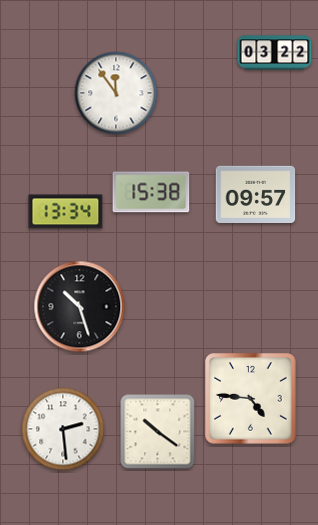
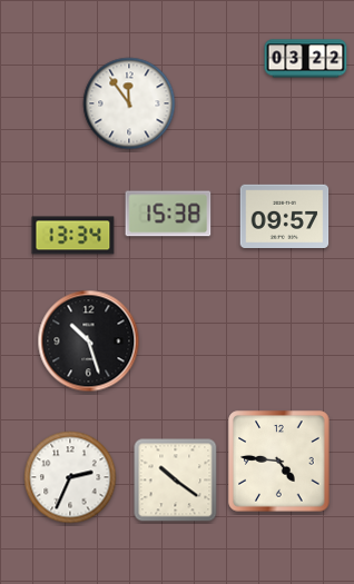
clock at (251, 399) position: (251, 399) -> (279, 462)
clock at (63, 429): 2:29 -> 2:34
